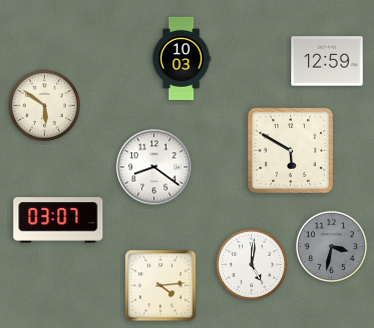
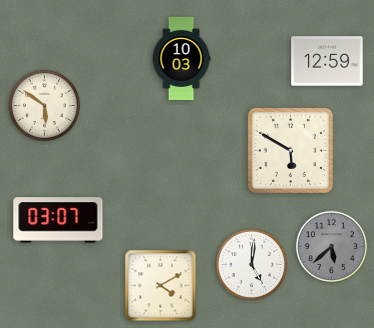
clock at (154, 167): 8:21 -> none
clock at (331, 246): 3:32 -> 5:38
clock at (161, 286): 4:14 -> 4:10
